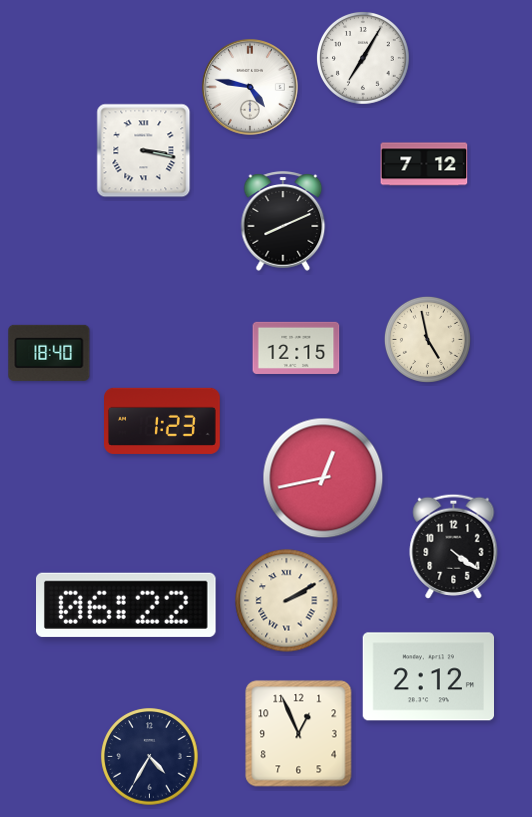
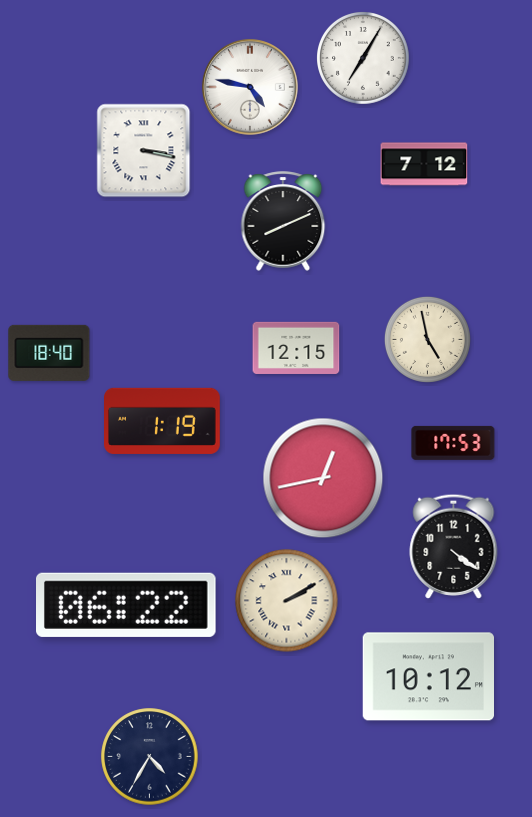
clock at (163, 421): 1:23 -> 1:19
clock at (453, 443): none -> 17:53
clock at (428, 677): 2:12 -> 10:12
clock at (299, 734): 12:56 -> none
